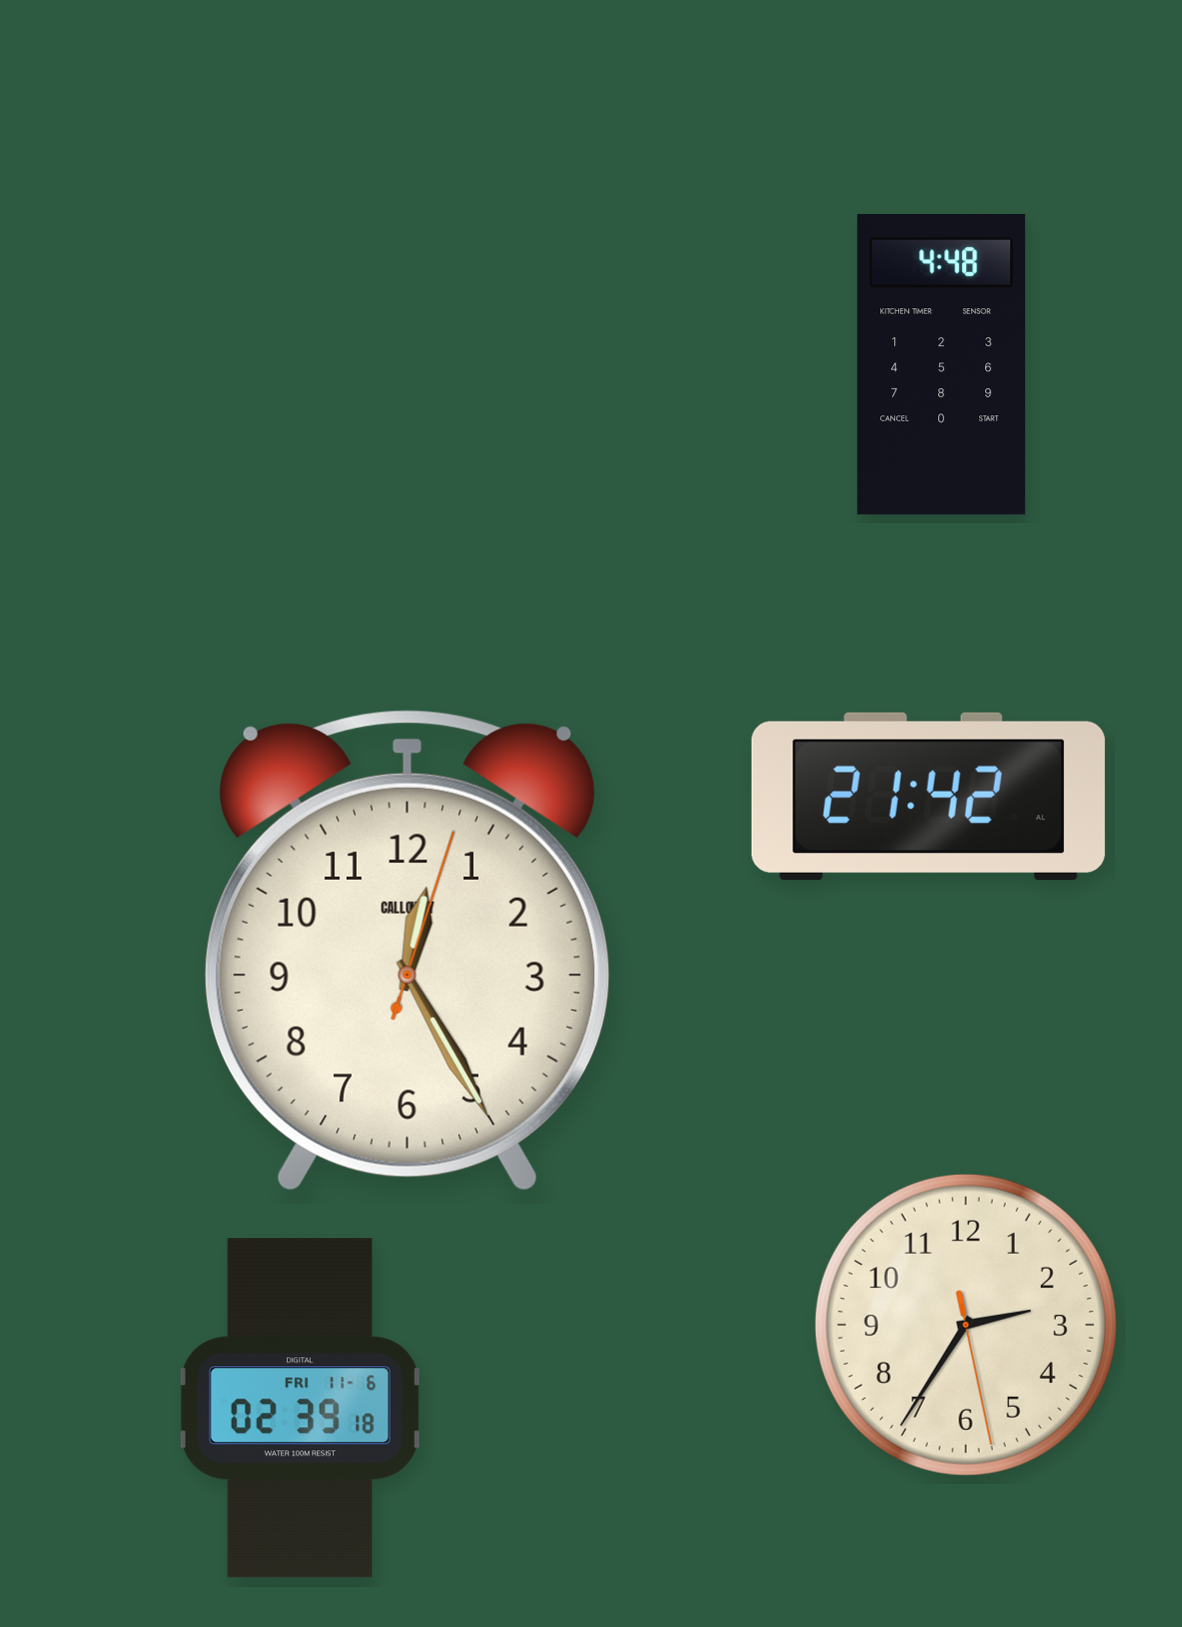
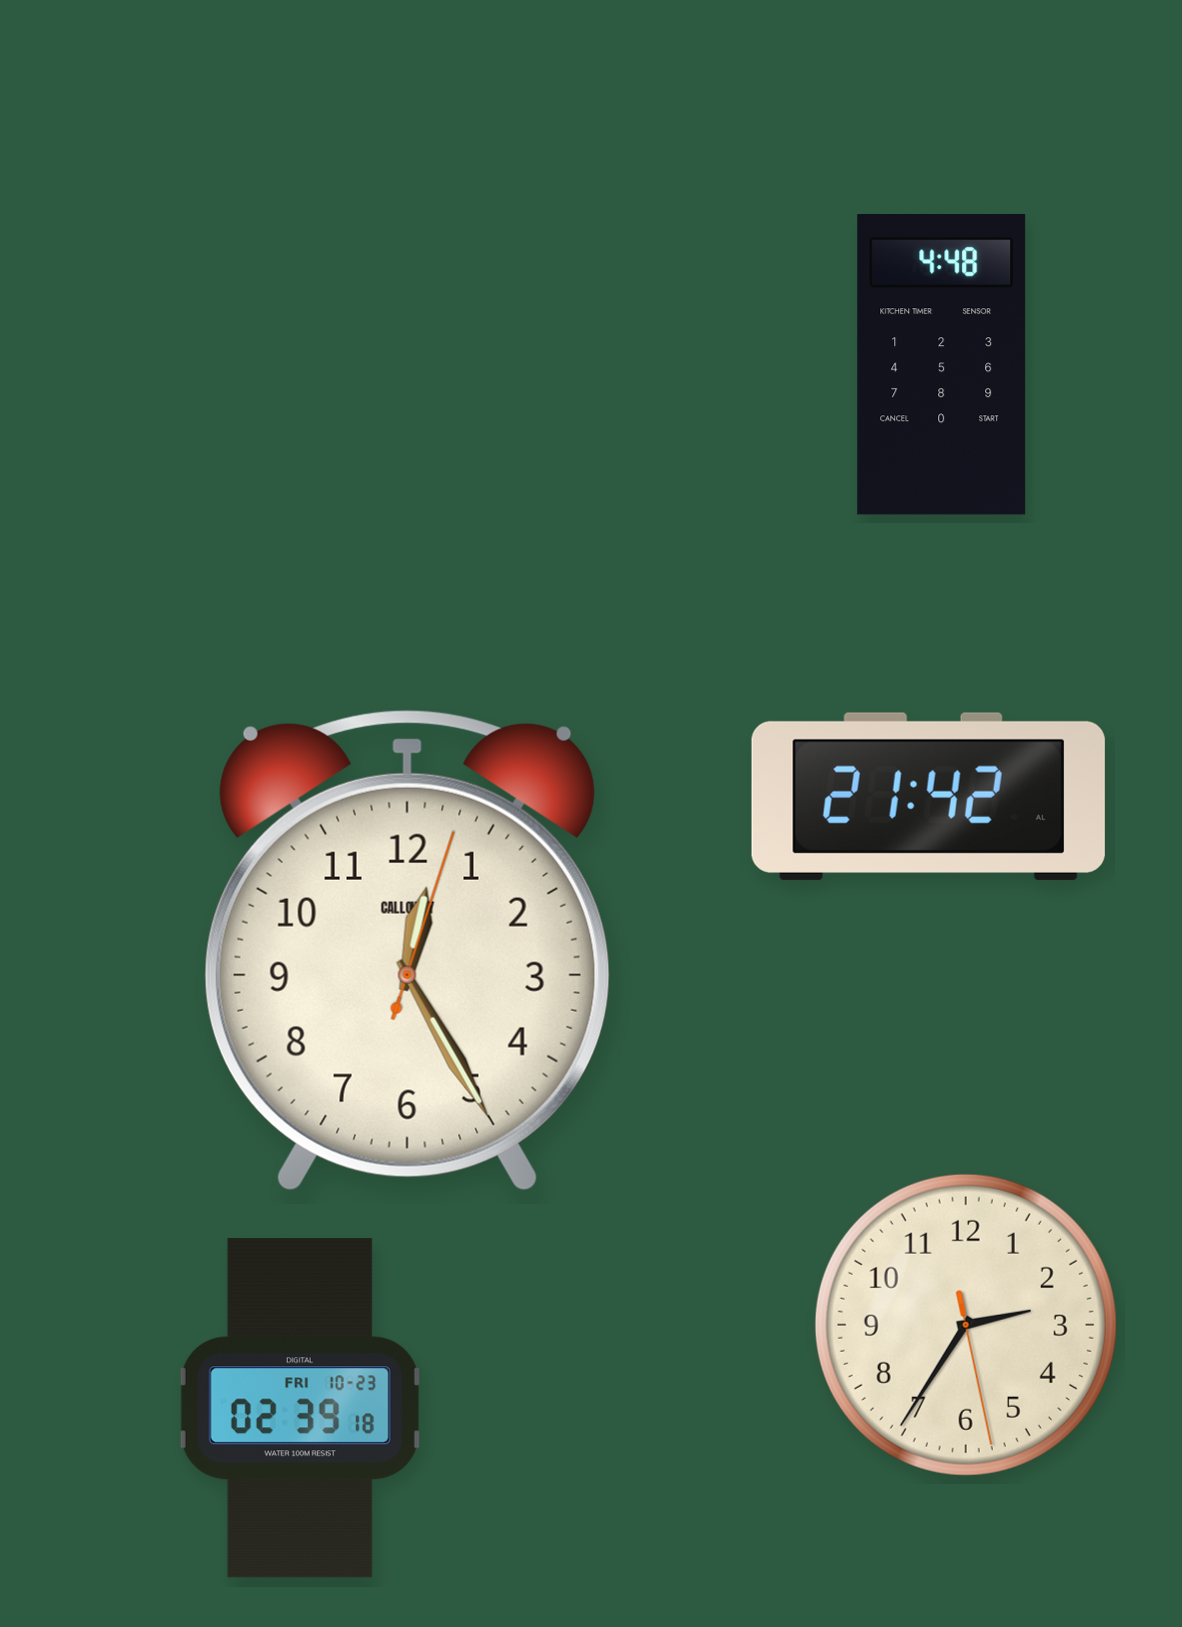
clock at (300, 1408) date: FRI 11-6 -> FRI 10-23
